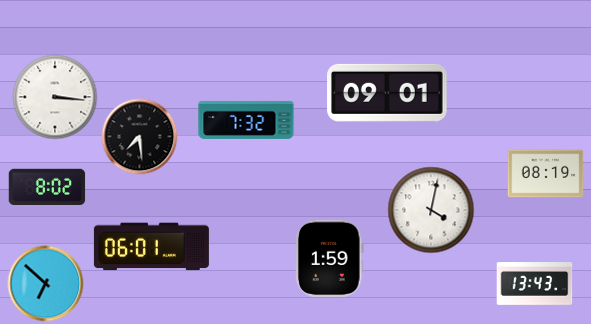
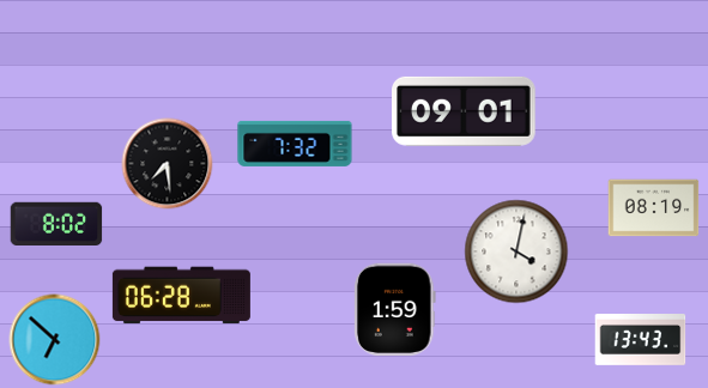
clock at (55, 97): 3:16 -> none
clock at (151, 247): 06:01 -> 06:28
